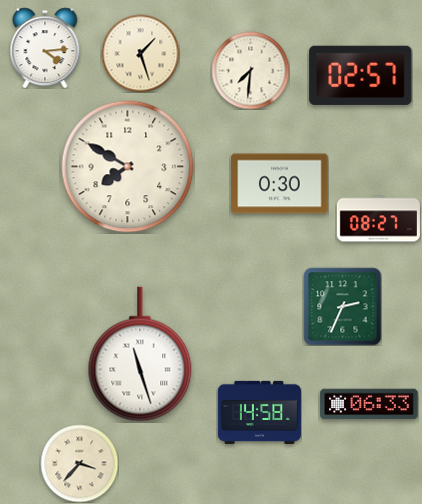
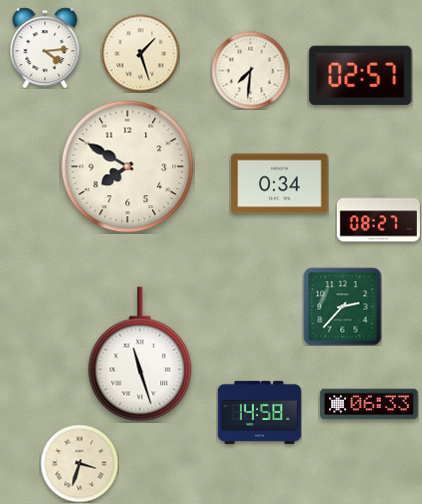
clock at (280, 184): 0:30 -> 0:34
clock at (342, 306): 2:34 -> 2:37
clock at (79, 463): 3:37 -> 3:33
